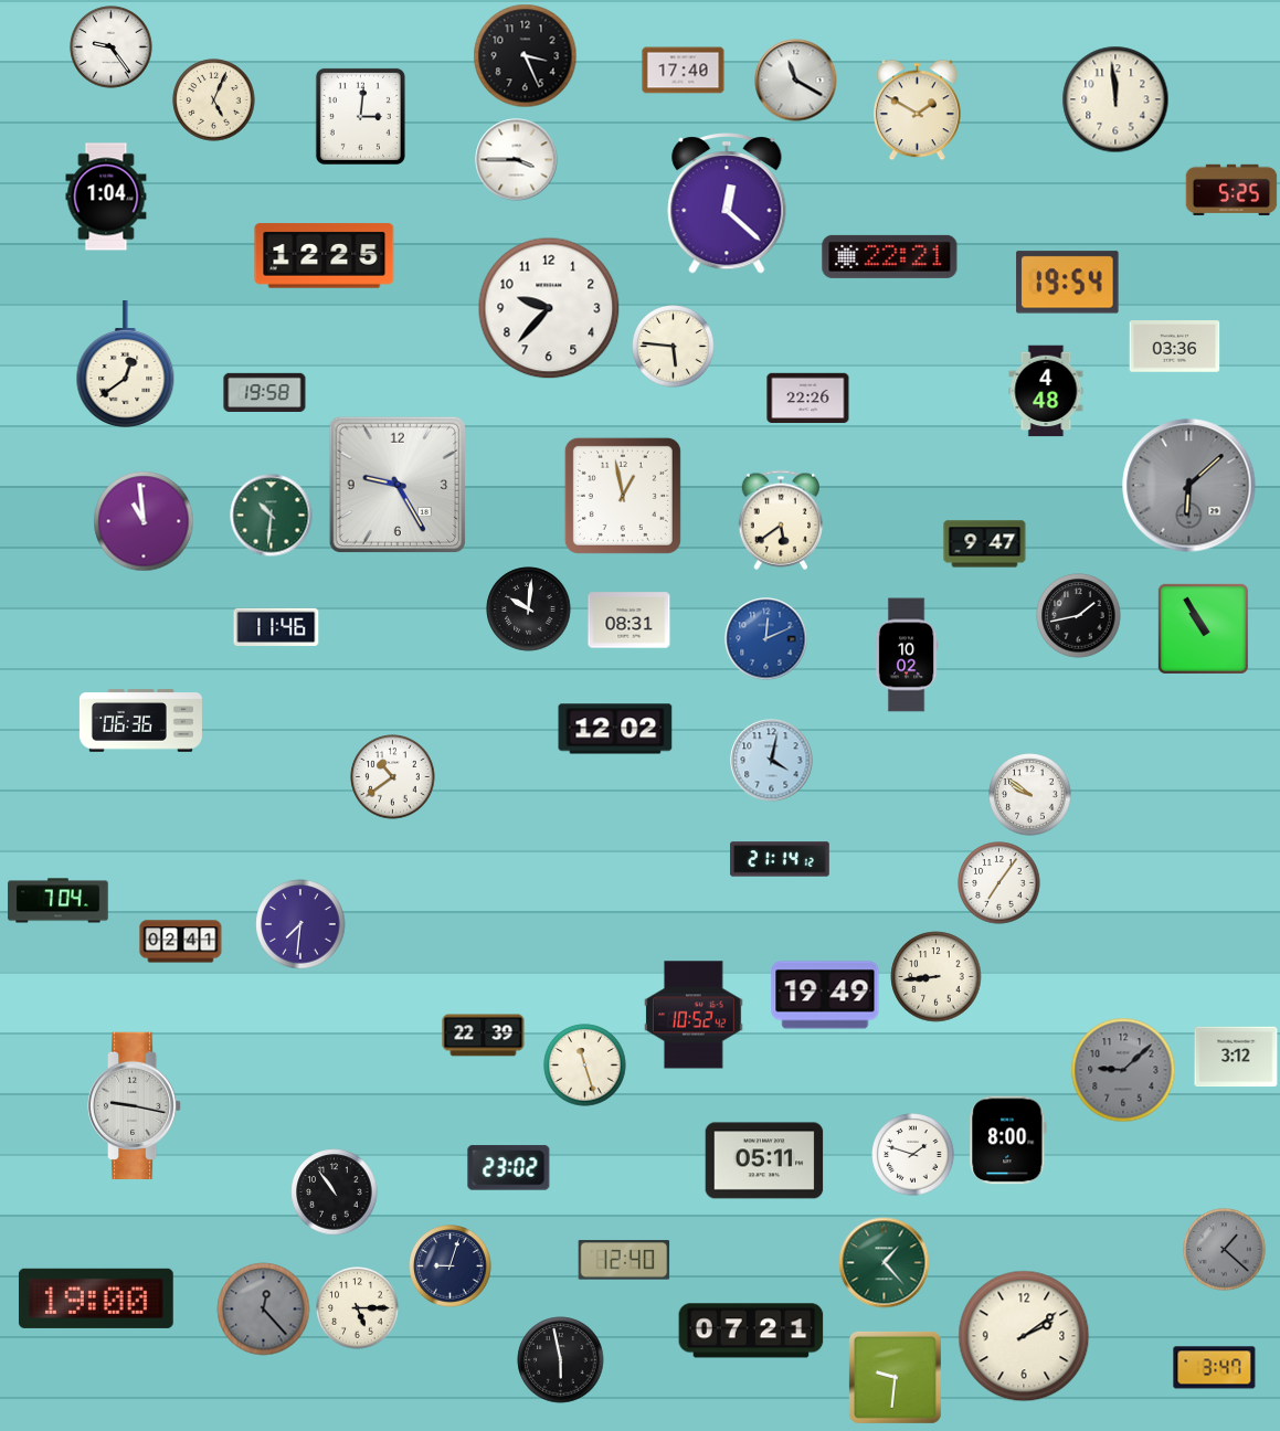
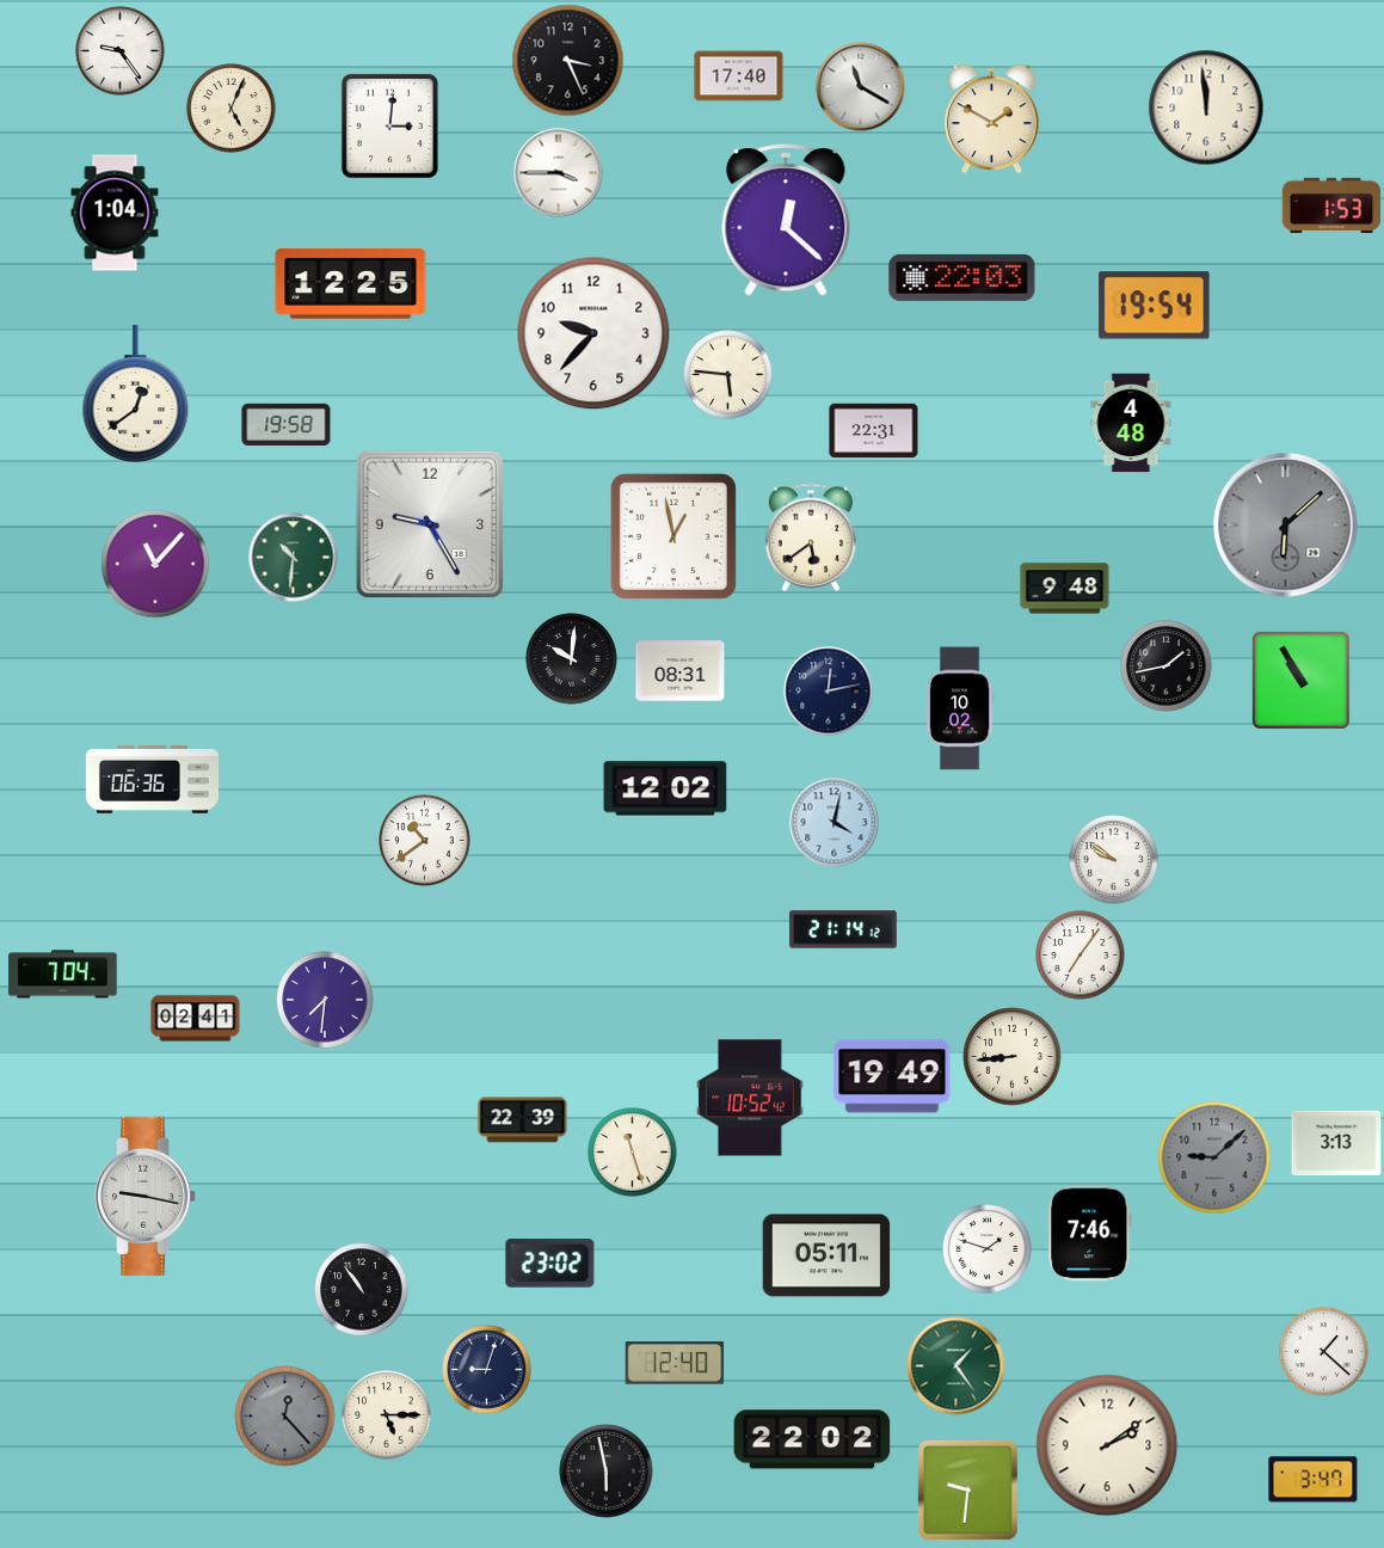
clock at (1231, 190): 5:25 -> 1:53
clock at (325, 256) position: (325, 256) -> (351, 284)
clock at (890, 256): 22:21 -> 22:03
clock at (1175, 347): 03:36 -> none
clock at (808, 399): 22:26 -> 22:31
clock at (780, 520) position: (780, 520) -> (810, 537)
clock at (144, 521): 10:59 -> 11:07
clock at (985, 544): 9:47 -> 9:48
clock at (276, 626): 11:46 -> none
clock at (766, 639): 12:11 -> 12:13
clock at (766, 639) dial: blue -> navy
clock at (907, 655) position: (907, 655) -> (960, 708)
clock at (1236, 1057): 3:12 -> 3:13
clock at (1008, 1141): 8:00 -> 7:46
clock at (1225, 1250) dial: grey -> white
clock at (885, 1263): 1:23 -> 1:24
clock at (96, 1298): 19:00 -> none
clock at (751, 1331): 07:21 -> 22:02
